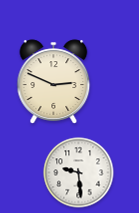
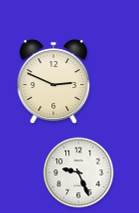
clock at (79, 173): 9:29 -> 9:26
